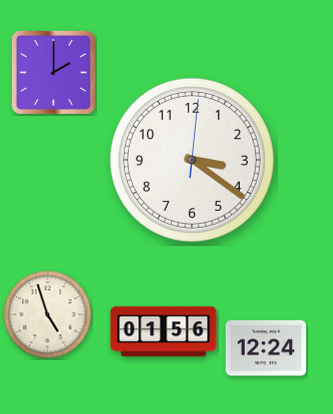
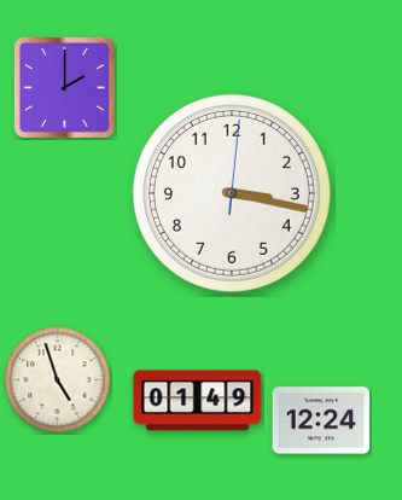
clock at (192, 160): 3:21 -> 3:17
clock at (164, 332): 01:56 -> 01:49
